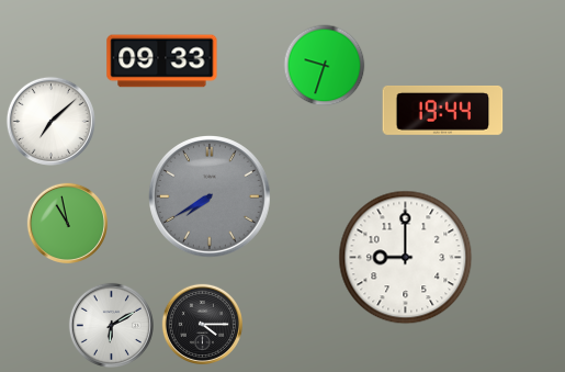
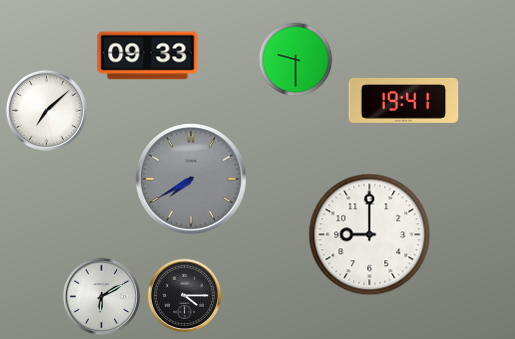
clock at (325, 66): 9:33 -> 9:30
clock at (443, 110): 19:44 -> 19:41
clock at (67, 223): 10:58 -> none
